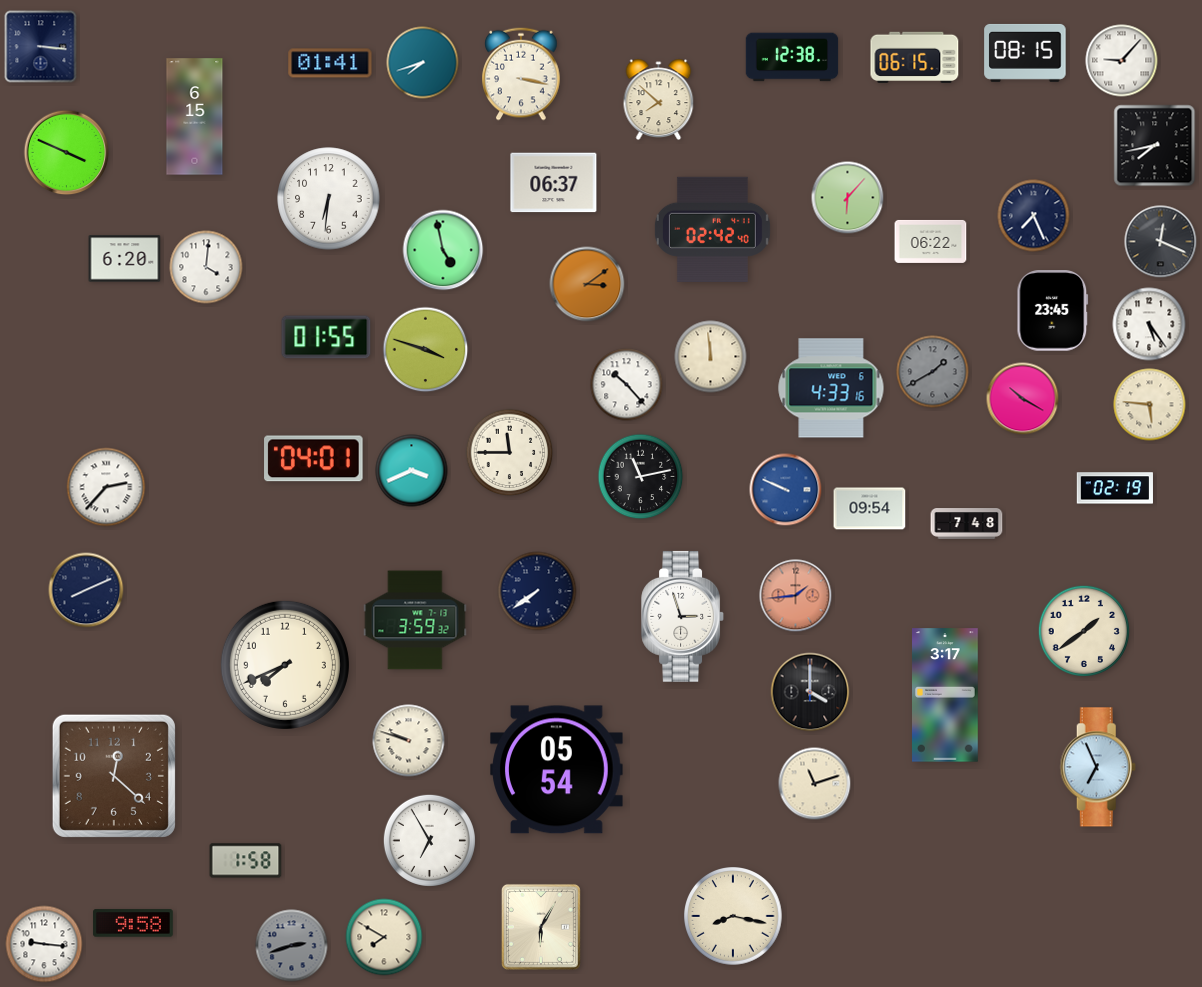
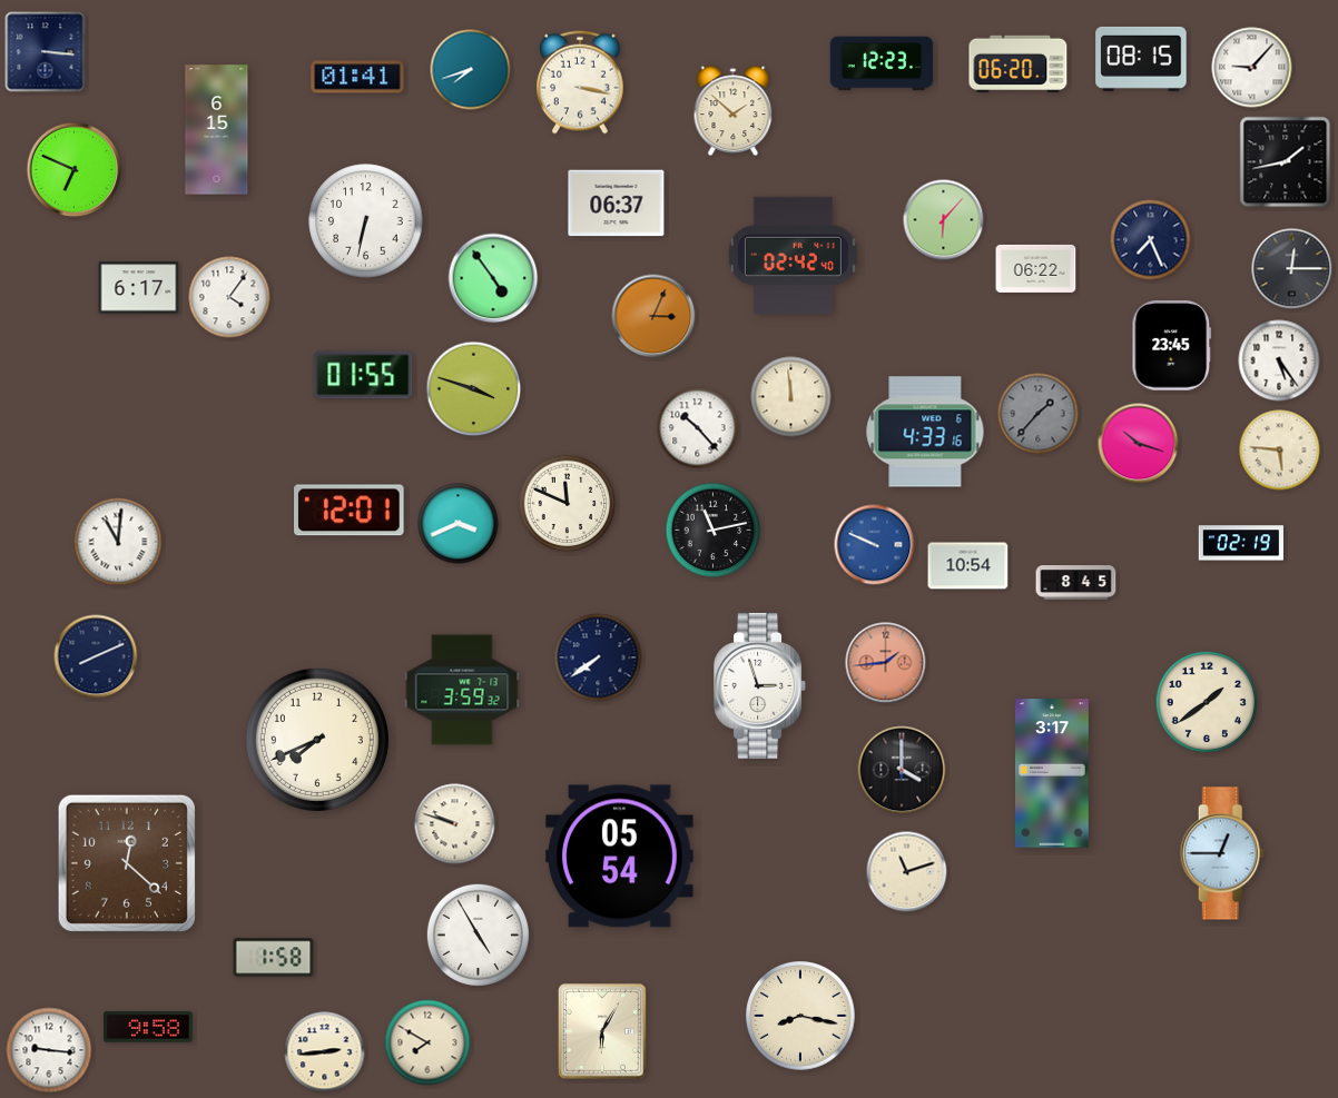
clock at (792, 57): 12:38 -> 12:23
clock at (915, 57): 06:15 -> 06:20
clock at (1122, 61) position: (1122, 61) -> (1252, 68)
clock at (330, 63) position: (330, 63) -> (357, 77)
clock at (659, 100): 7:52 -> 1:52
clock at (1155, 146): 7:43 -> 1:43
clock at (67, 153): 3:49 -> 6:49
clock at (329, 199): 6:31 -> 6:32
clock at (1161, 242): 12:19 -> 12:15
clock at (443, 250): 4:58 -> 4:54
clock at (125, 259): 6:20 -> 6:17
clock at (206, 267): 4:01 -> 4:06
clock at (587, 284): 3:09 -> 3:04
clock at (933, 372): 1:40 -> 1:37
clock at (1023, 399): 10:20 -> 10:18
clock at (510, 453): 11:45 -> 11:49
clock at (314, 459): 04:01 -> 12:01
clock at (106, 487): 2:37 -> 11:01
clock at (870, 509): 09:54 -> 10:54
clock at (967, 524): 7:48 -> 8:45
clock at (1098, 767): 6:56 -> 12:45
clock at (429, 840): 6:55 -> 4:55
clock at (734, 917) position: (734, 917) -> (801, 1017)
clock at (292, 946): 2:42 -> 2:44
clock at (292, 946) dial: grey -> cream
